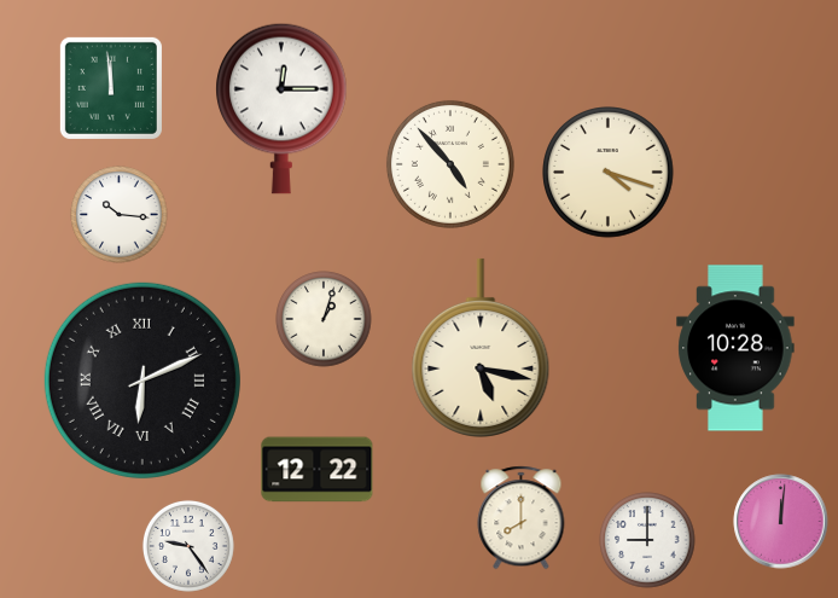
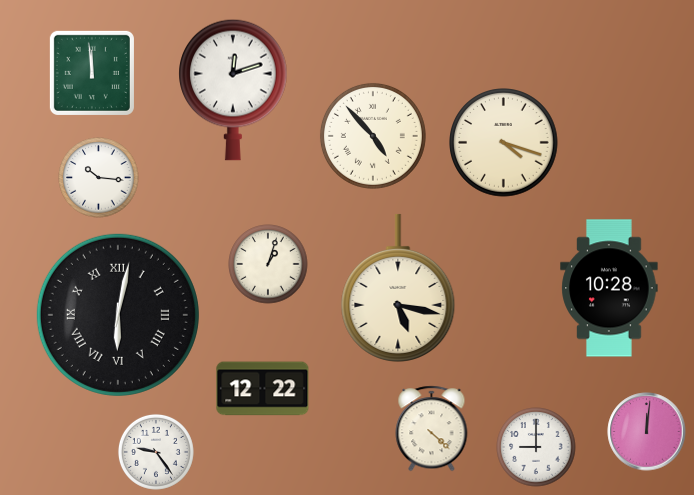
clock at (281, 109): 12:15 -> 12:12
clock at (142, 381): 6:11 -> 6:02
clock at (522, 518): 8:00 -> 4:22
